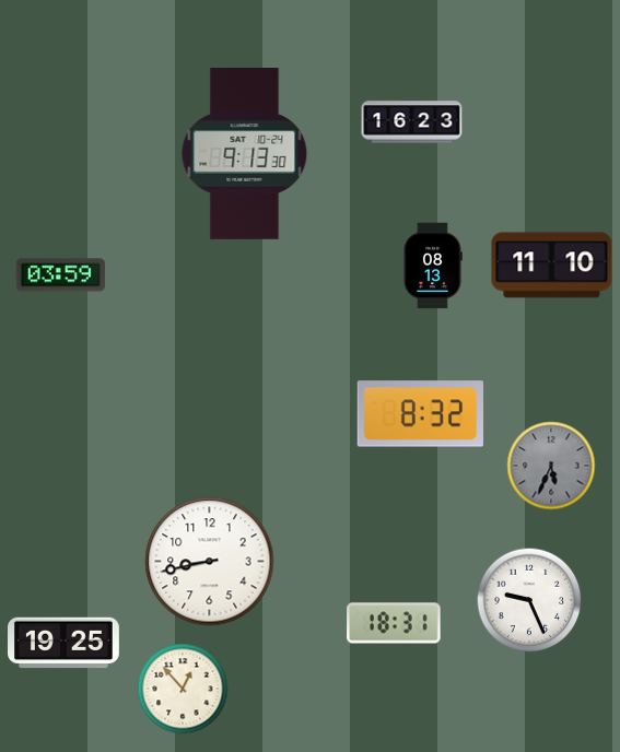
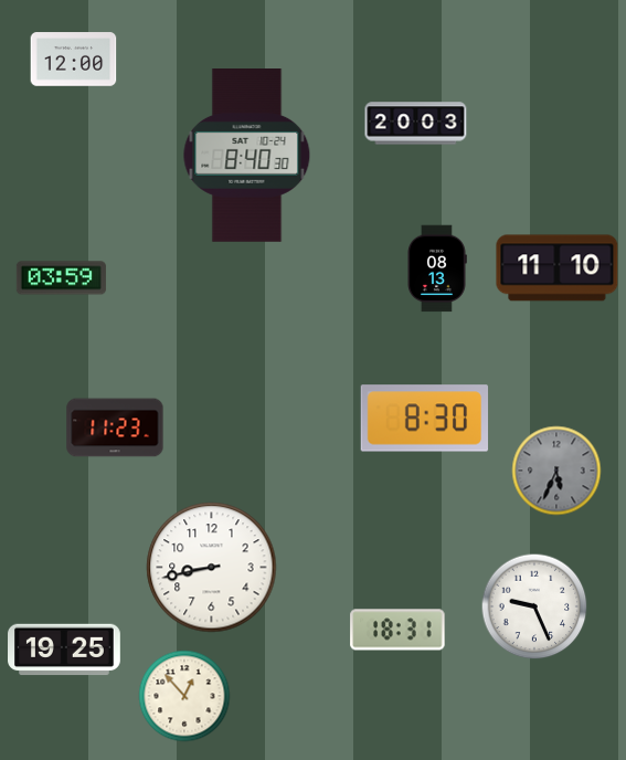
clock at (74, 60): none -> 12:00
clock at (412, 122): 16:23 -> 20:03
clock at (245, 154): 9:13 -> 8:40
clock at (421, 414): 8:32 -> 8:30
clock at (115, 427): none -> 11:23
